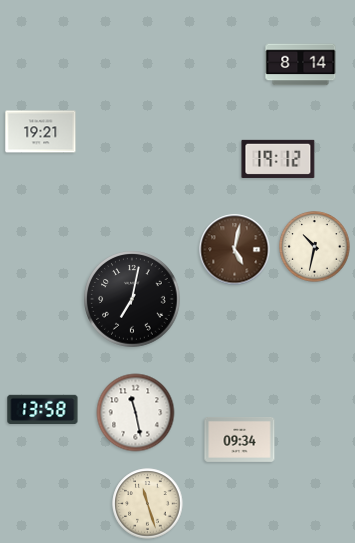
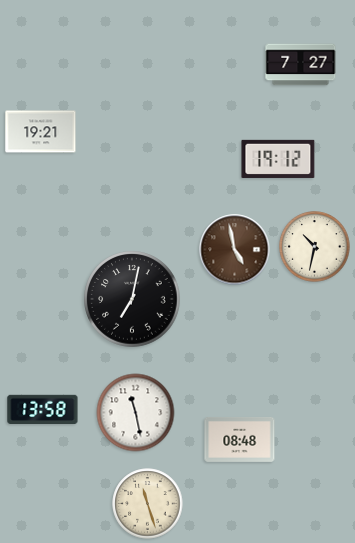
clock at (301, 65): 8:14 -> 7:27
clock at (235, 250): 5:02 -> 4:58
clock at (240, 439): 09:34 -> 08:48
